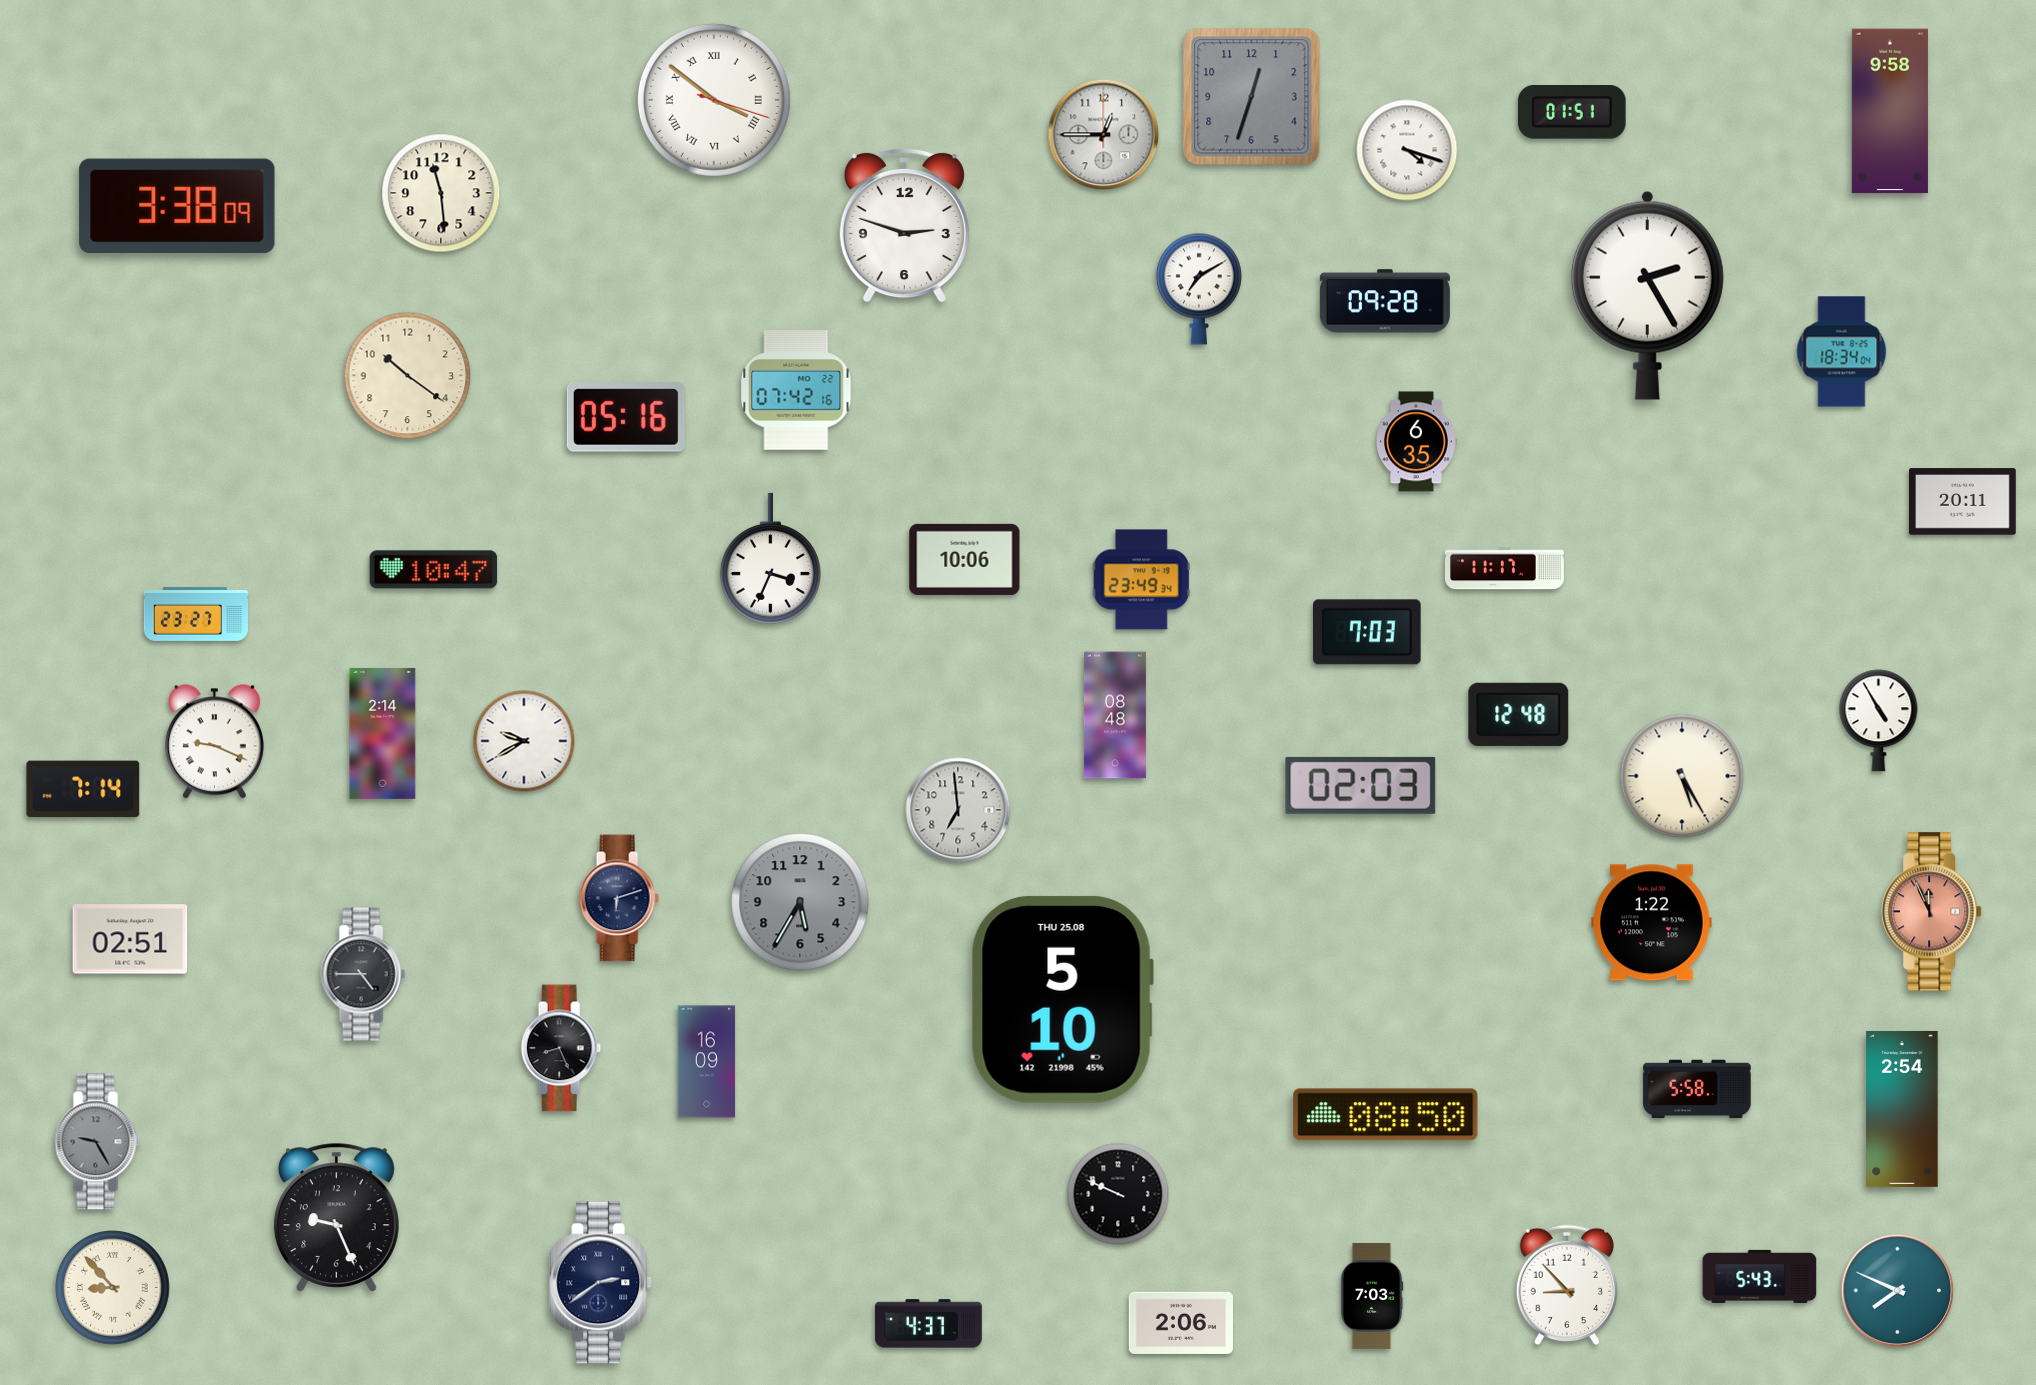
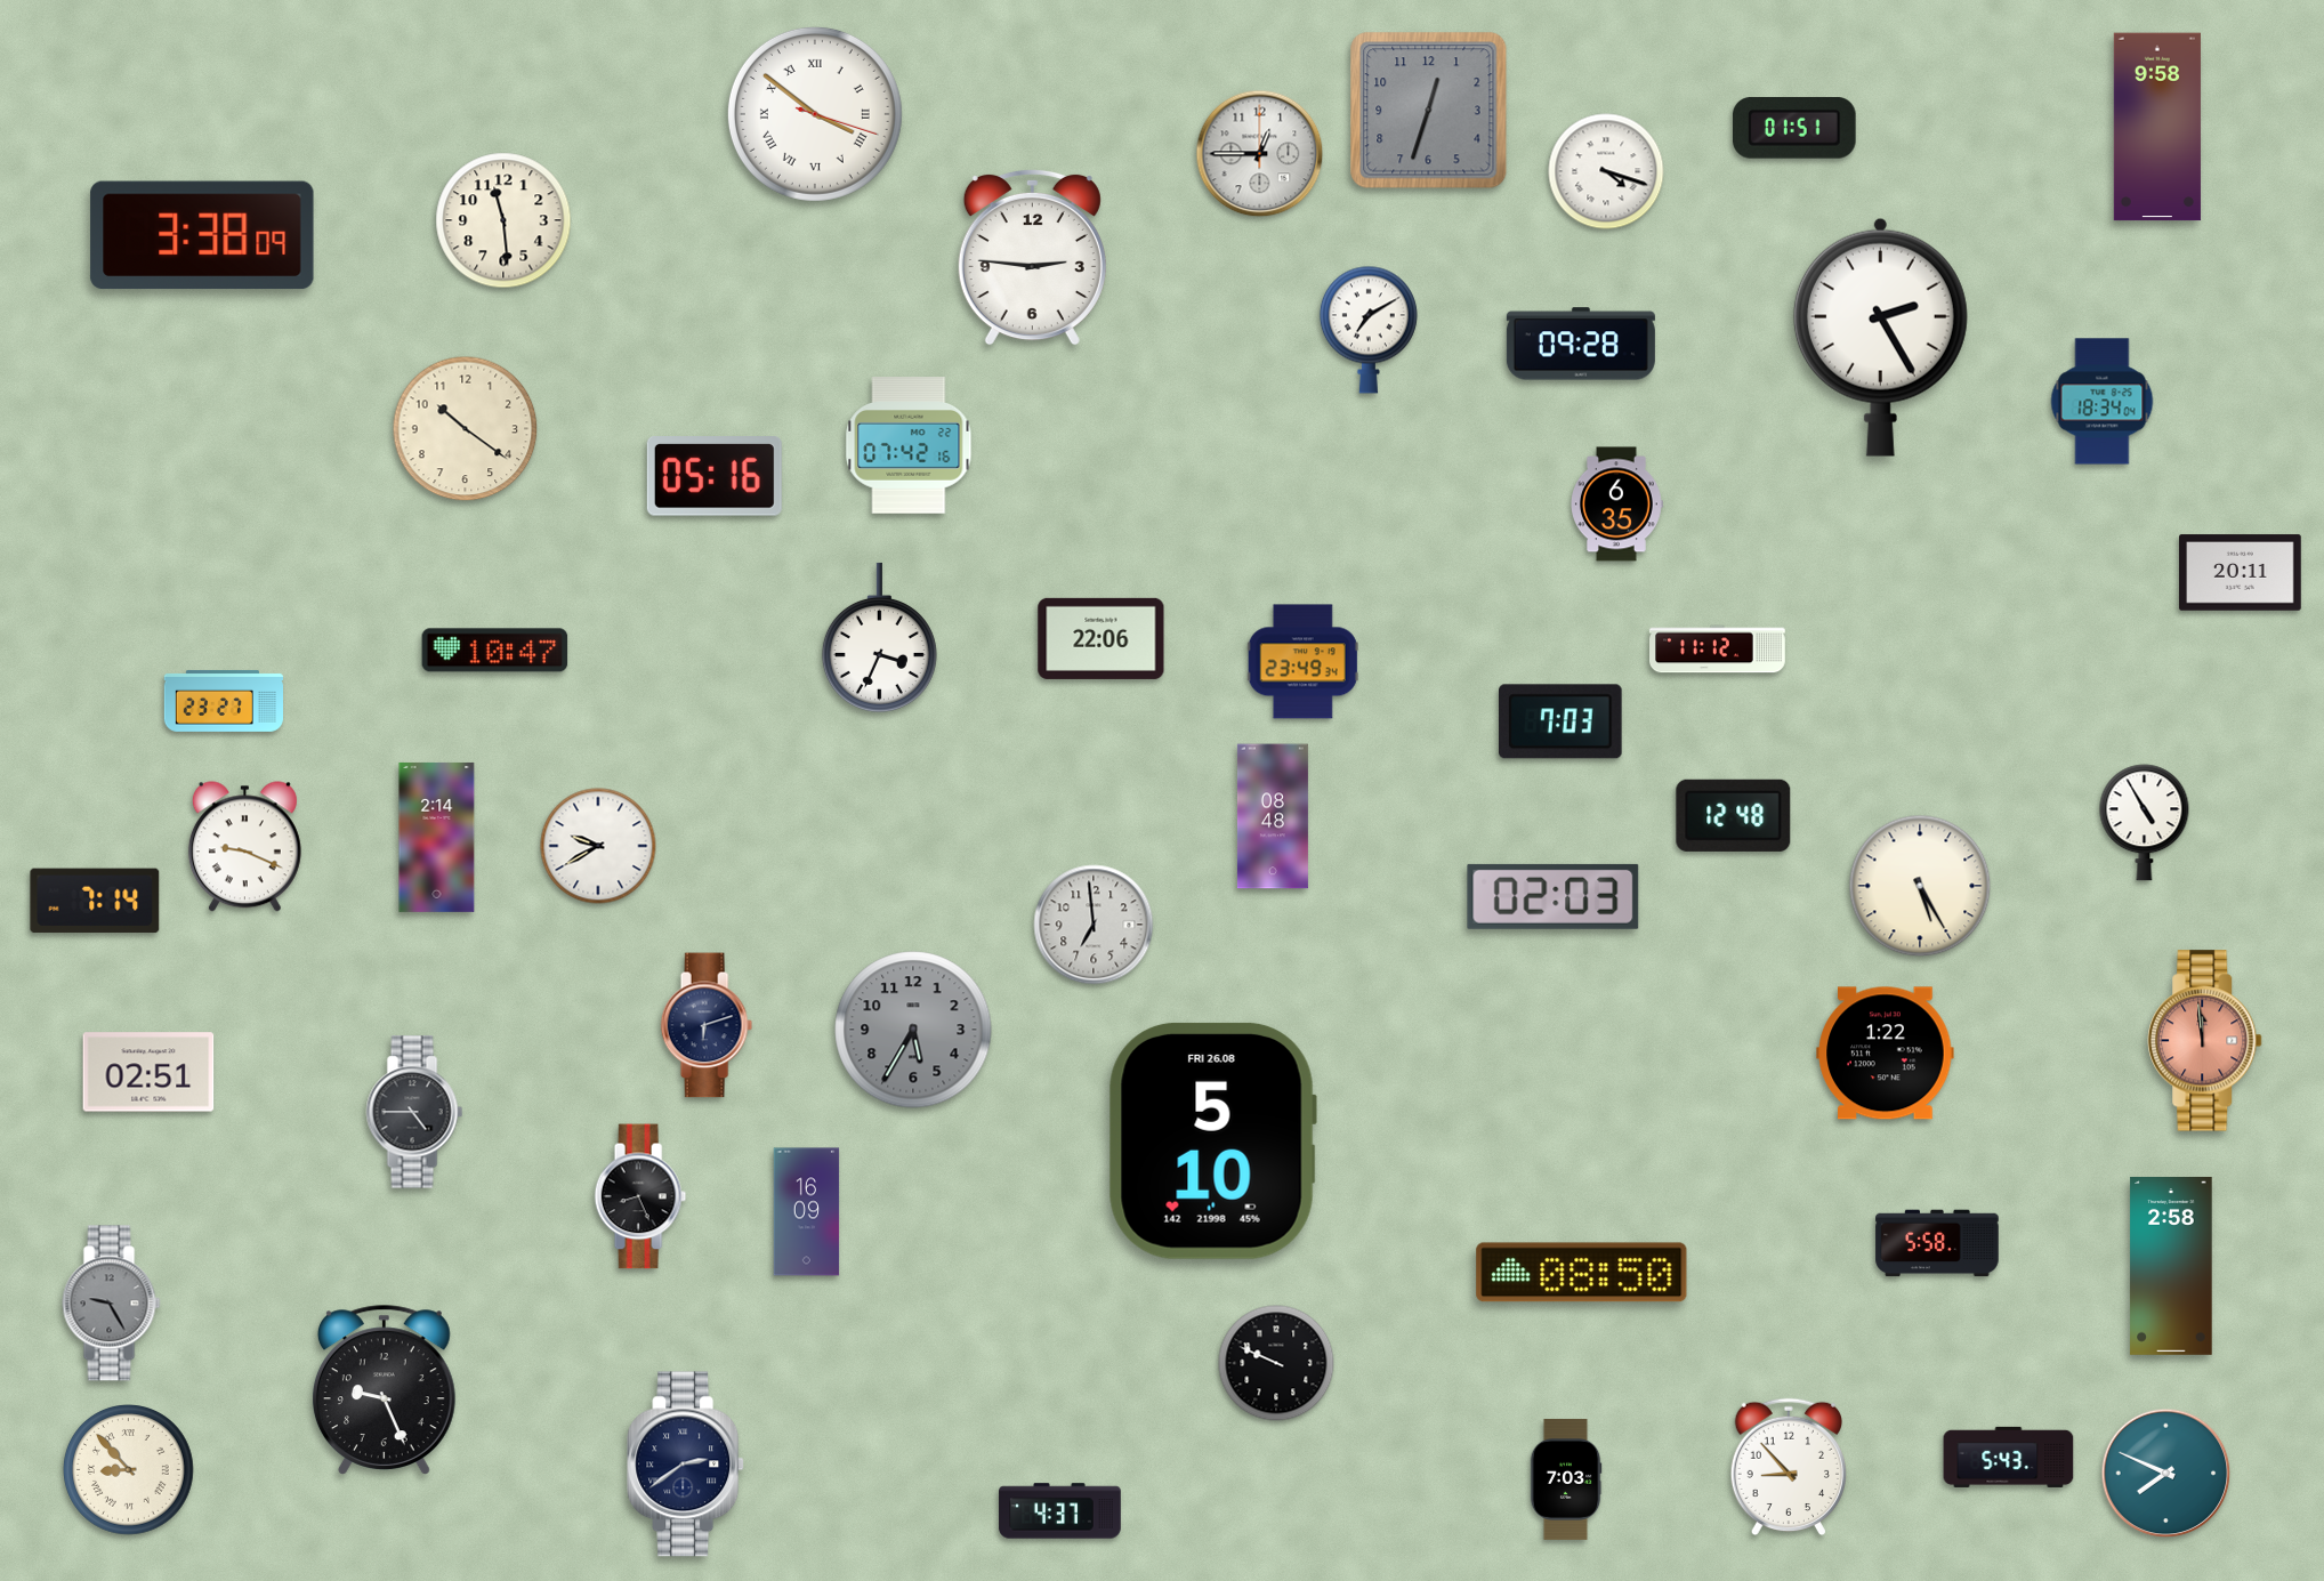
clock at (904, 225): 2:48 -> 2:46
clock at (965, 559): 10:06 -> 22:06
clock at (1505, 569): 11:17 -> 11:12
clock at (1932, 912): 11:56 -> 11:59
clock at (1062, 999) date: THU 25.08 -> FRI 26.08
clock at (1902, 1109): 2:54 -> 2:58
clock at (1181, 1323): 2:06 -> none
